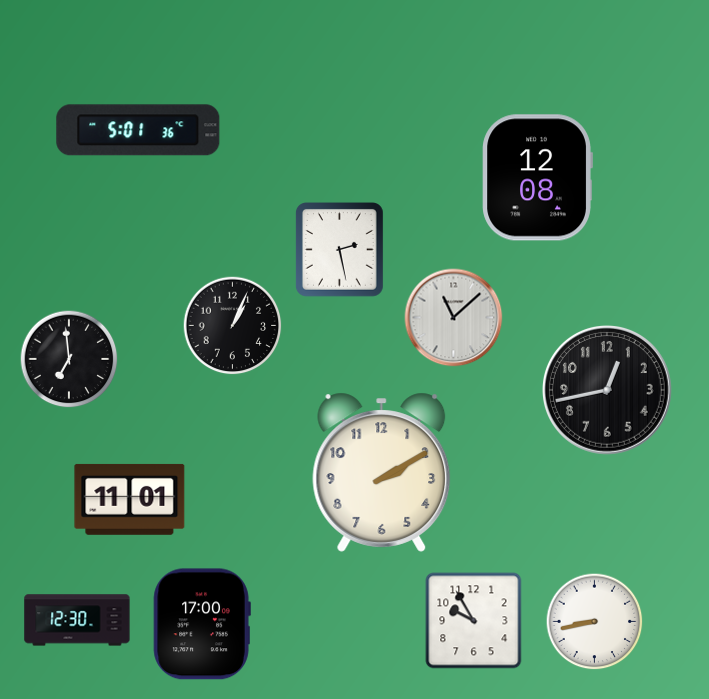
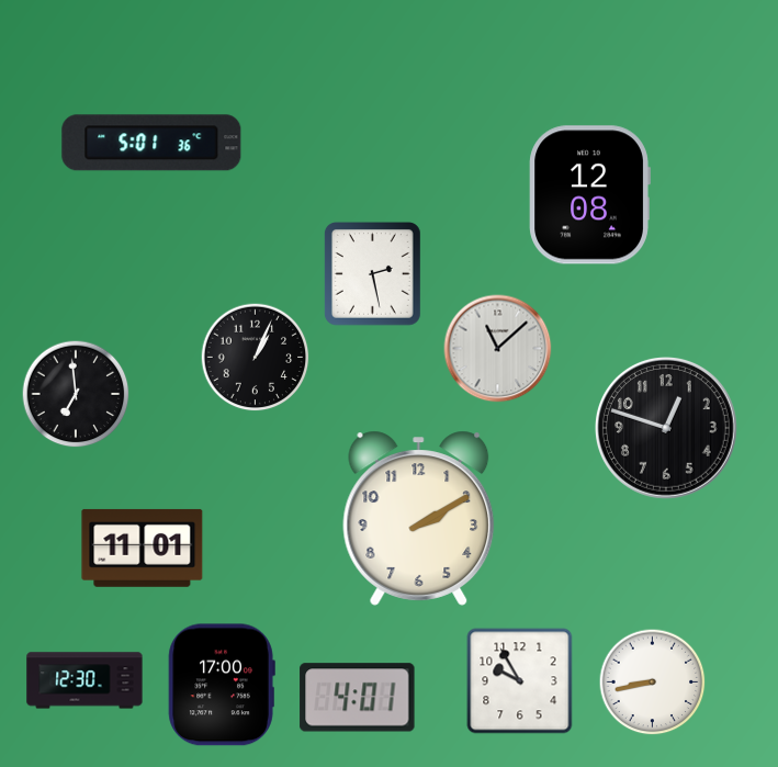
clock at (608, 391): 12:43 -> 12:48
clock at (358, 698): none -> 4:01
